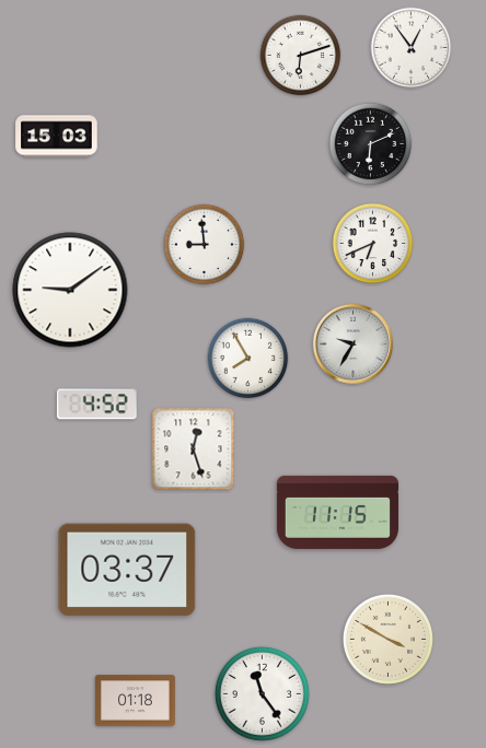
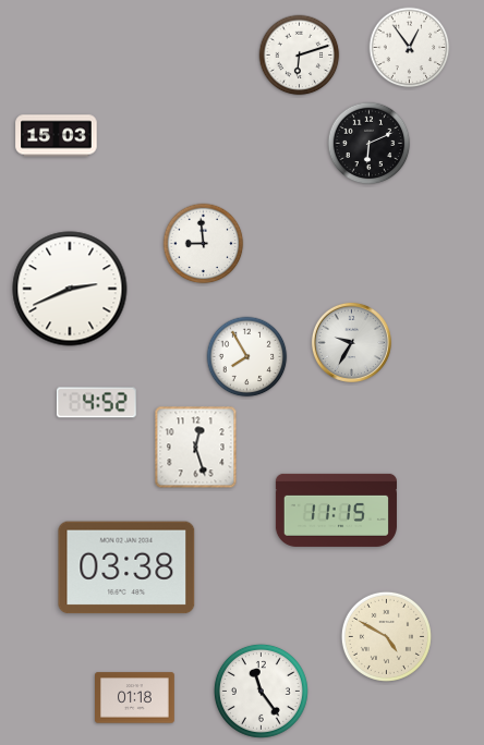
clock at (373, 244): 6:41 -> none
clock at (70, 290): 9:09 -> 2:41
clock at (194, 449) position: (194, 449) -> (196, 448)
clock at (127, 570): 03:37 -> 03:38
clock at (387, 639): 3:50 -> 4:50
